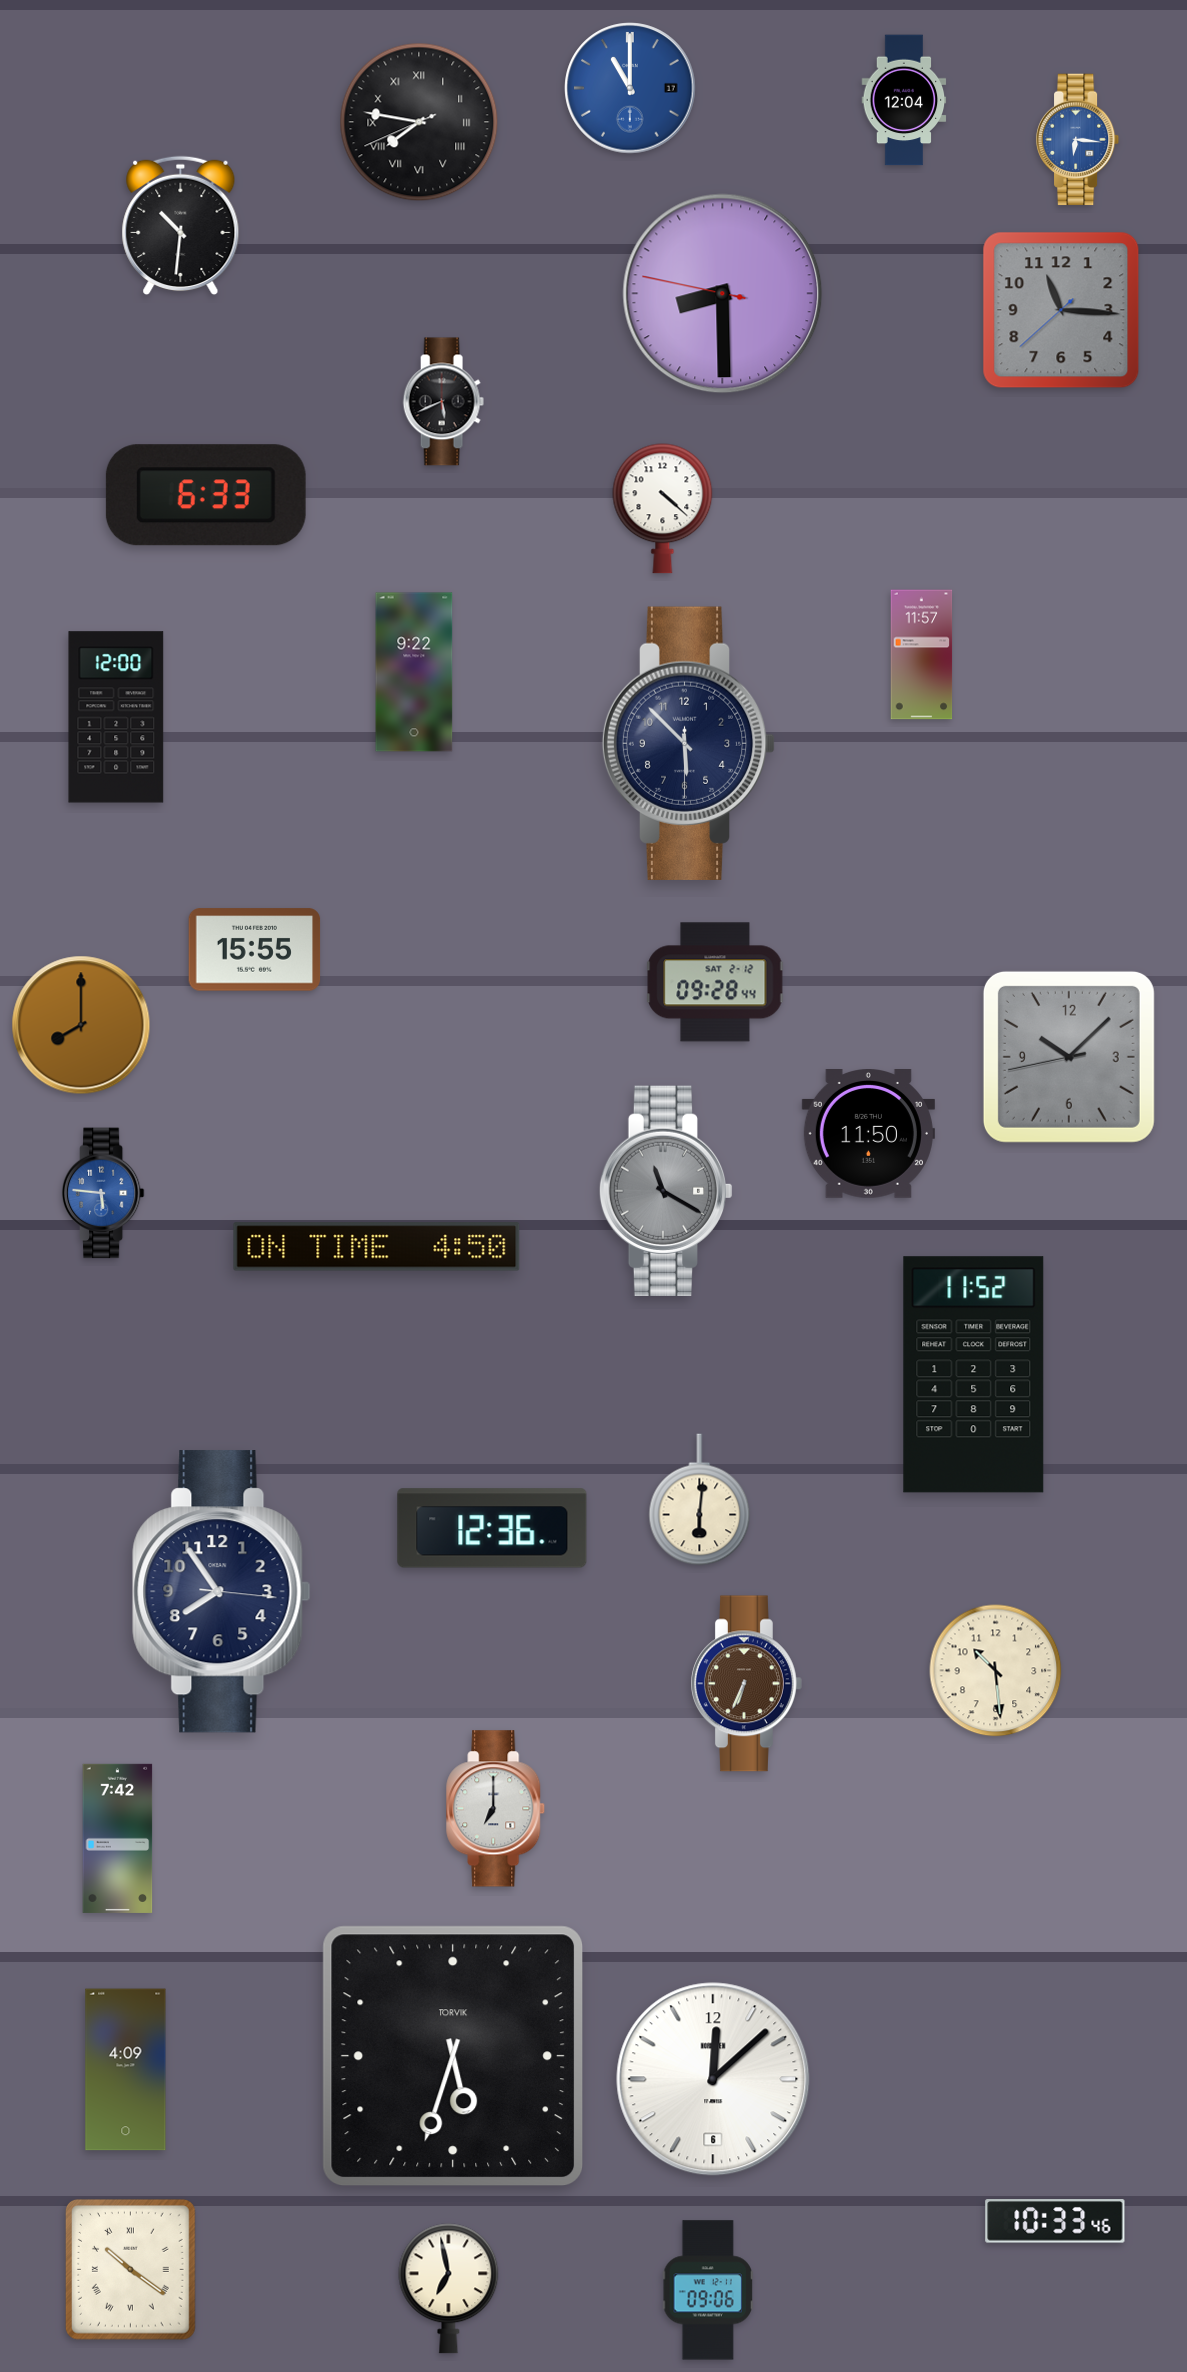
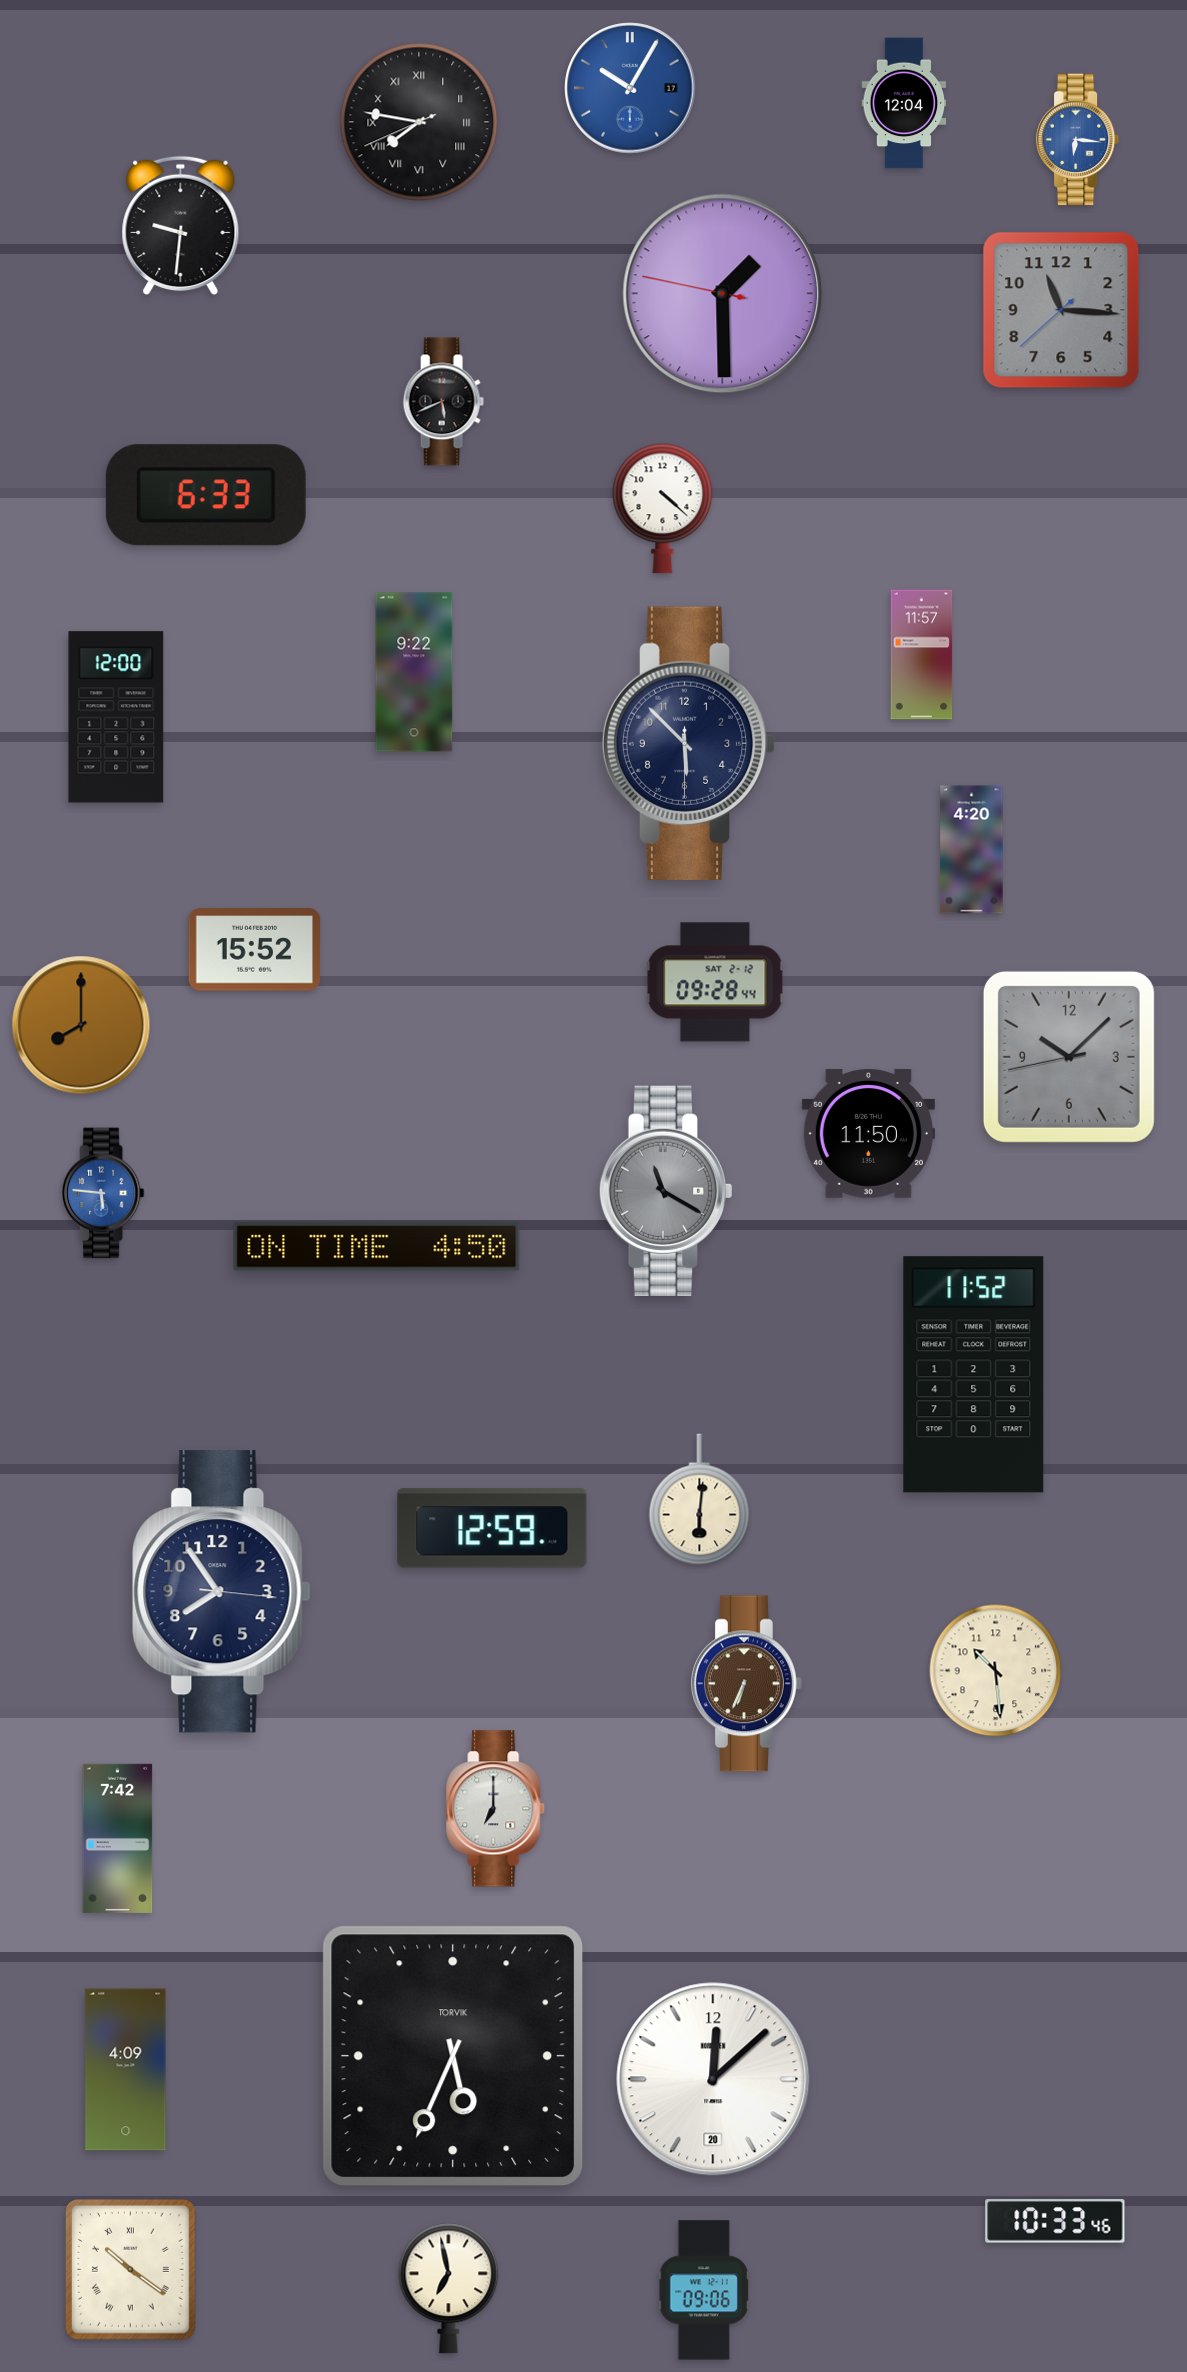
clock at (630, 88): 11:00 -> 10:05
clock at (904, 100) position: (904, 100) -> (904, 103)
clock at (181, 226): 10:31 -> 9:31
clock at (723, 294): 8:29 -> 1:29
clock at (972, 850): none -> 4:20
clock at (255, 950): 15:55 -> 15:52
clock at (492, 1528): 12:36 -> 12:59
clock at (452, 2055): 5:33 -> 5:34
clock at (713, 2079) date: 6 -> 20
clock at (708, 2290) position: (708, 2290) -> (704, 2290)
